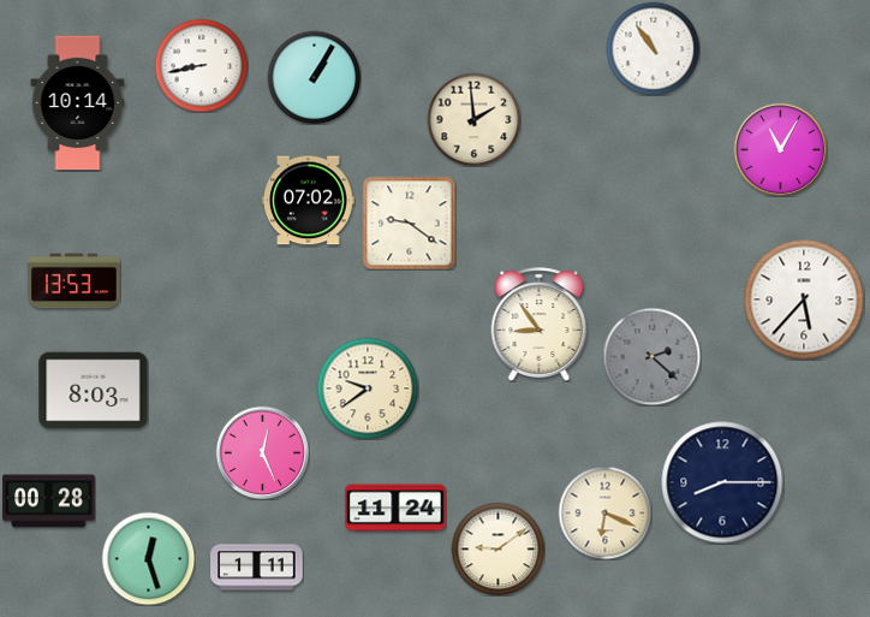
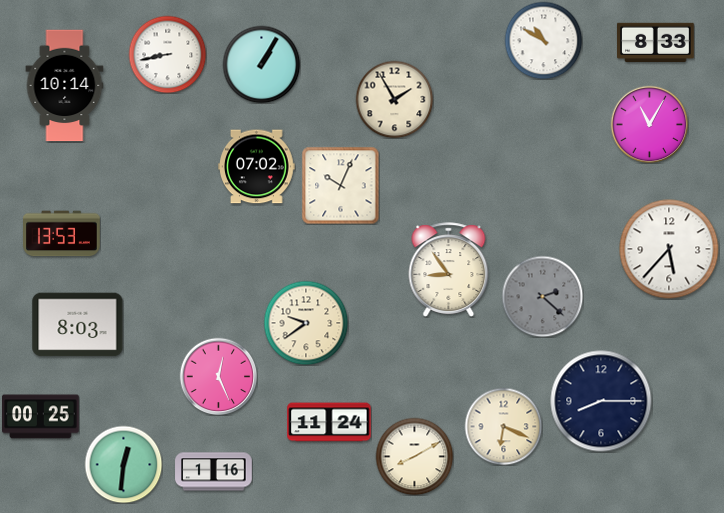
clock at (652, 48): 10:54 -> 10:50
clock at (656, 42): none -> 8:33
clock at (473, 119): 1:59 -> 1:55
clock at (409, 223): 9:21 -> 10:04
clock at (49, 502): 00:28 -> 00:25
clock at (497, 548): 9:09 -> 8:10
clock at (148, 558): 12:27 -> 12:31
clock at (257, 568): 1:11 -> 1:16
